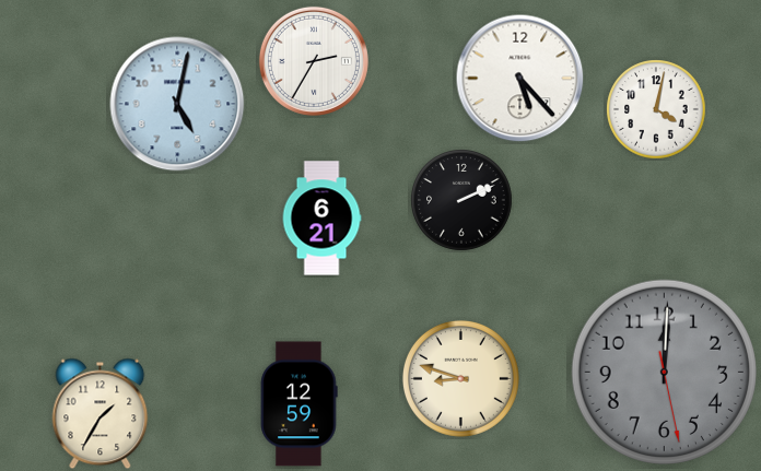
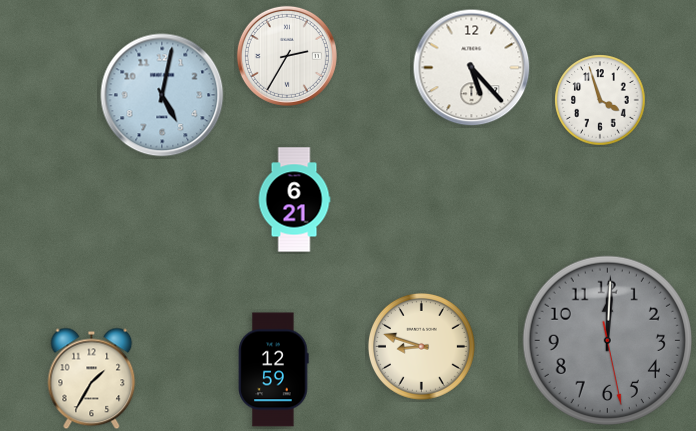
clock at (520, 79) position: (520, 79) -> (472, 68)
clock at (656, 109): 4:02 -> 3:57
clock at (461, 200): 2:11 -> none
